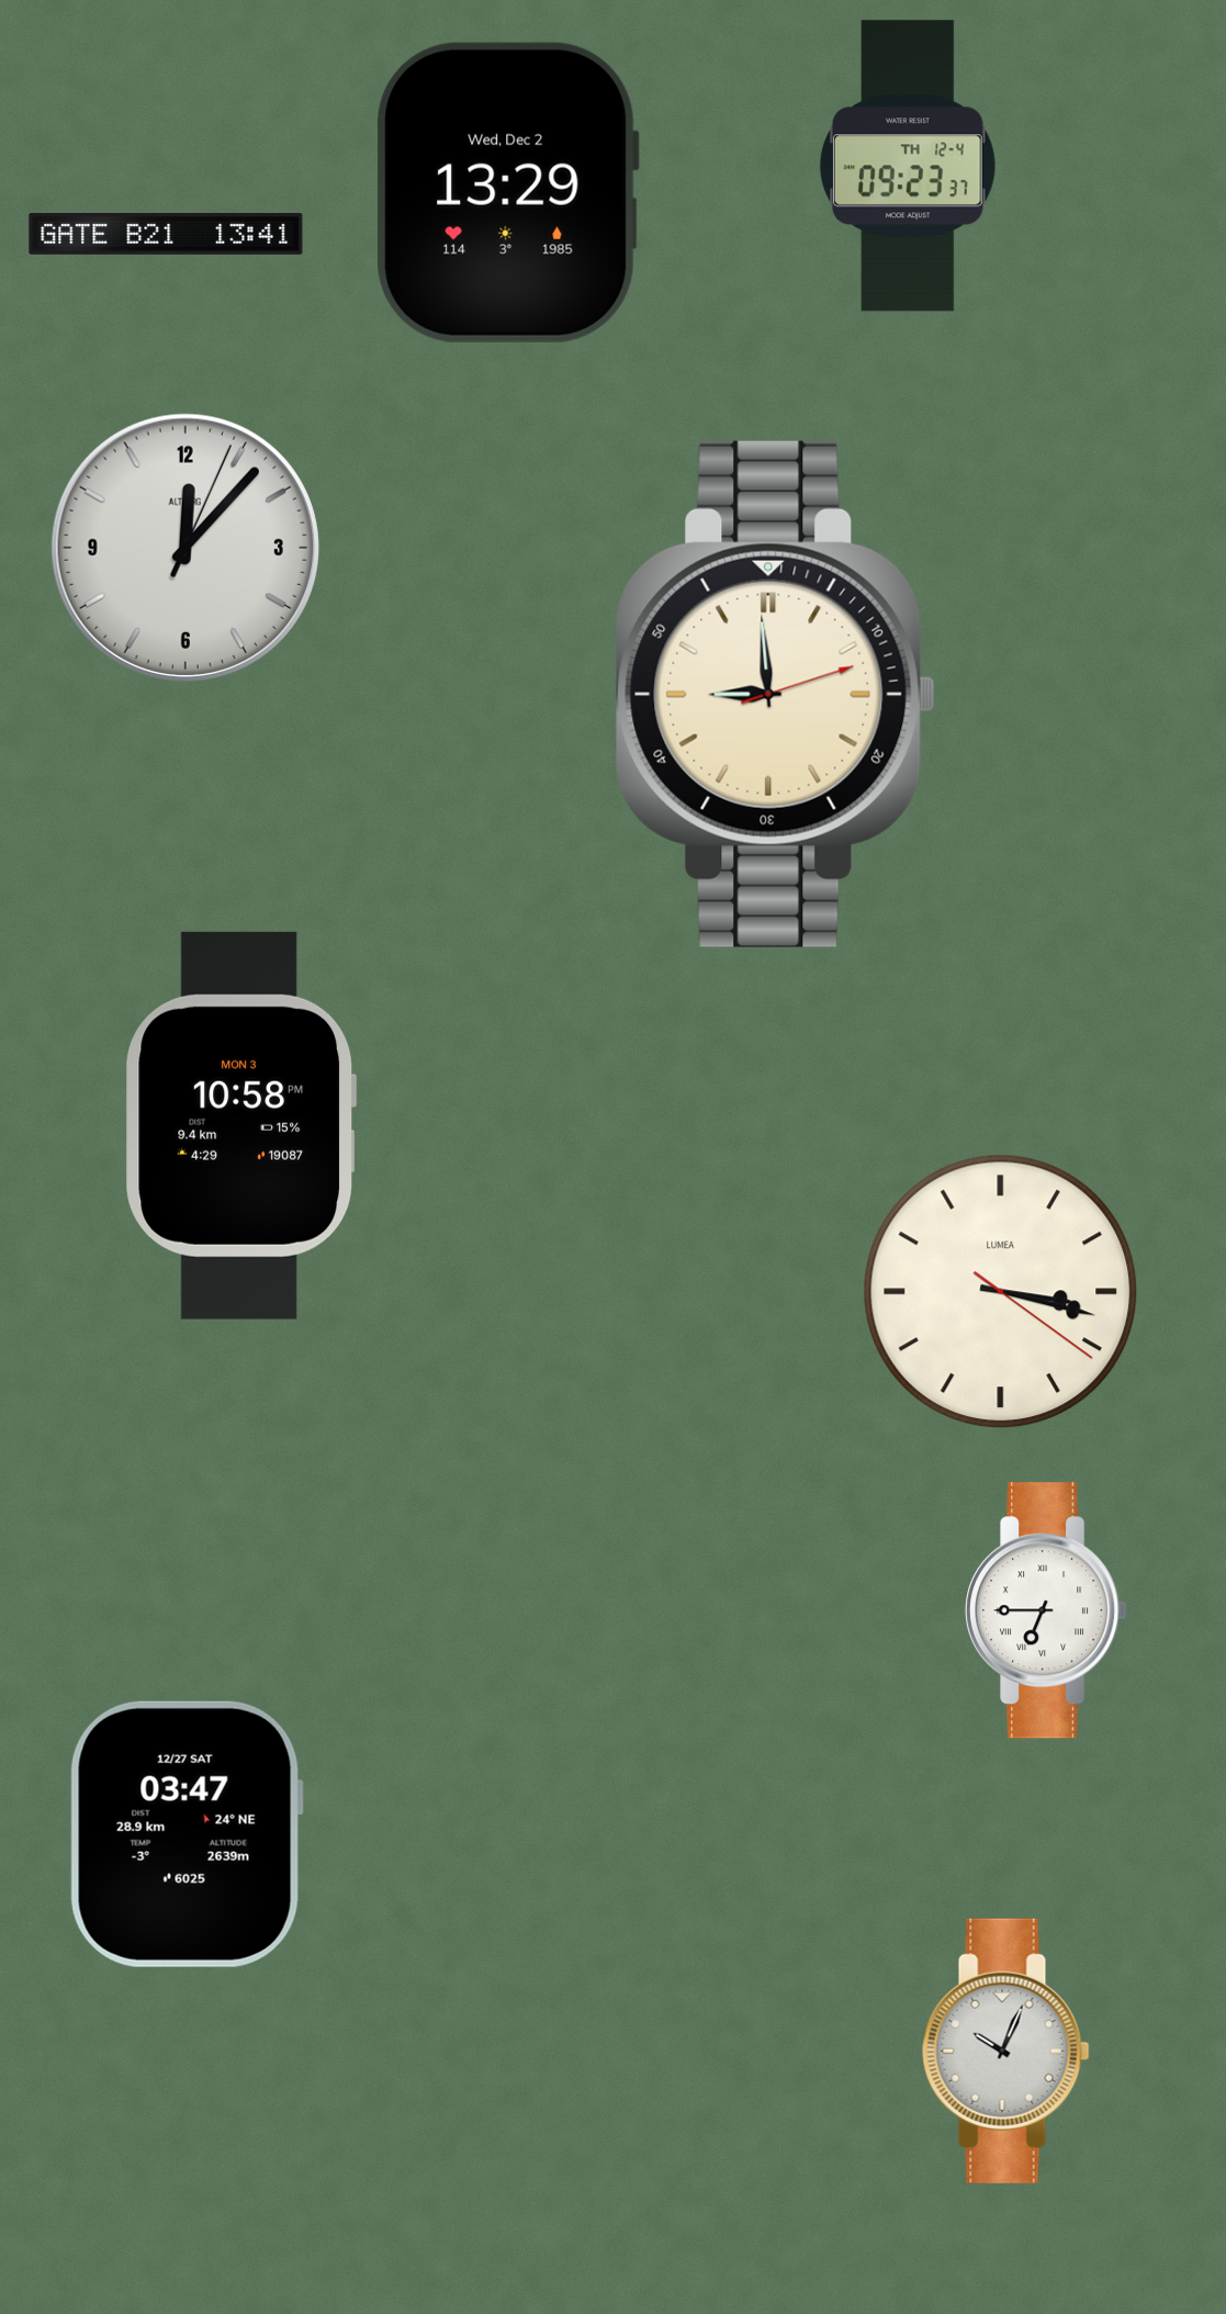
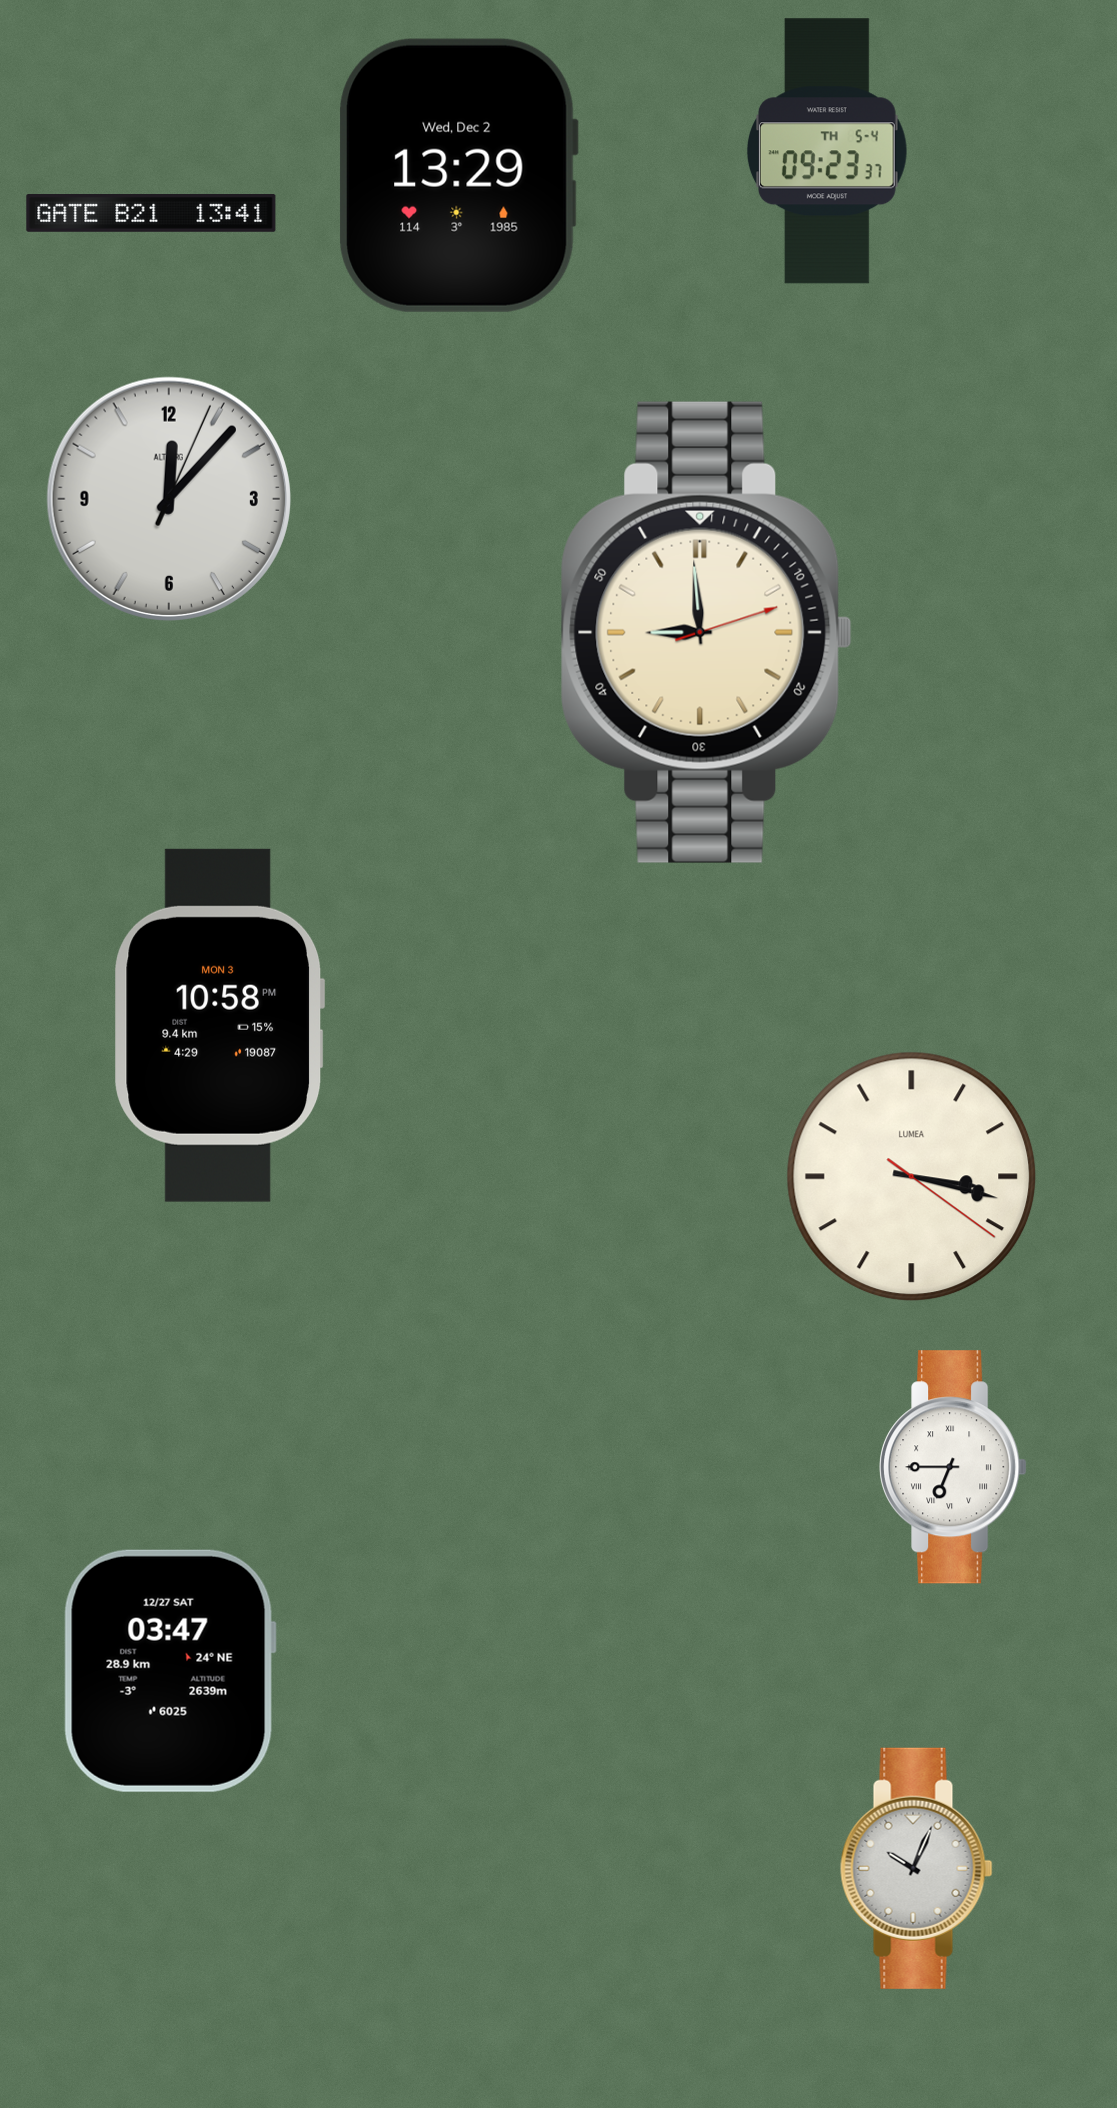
clock at (908, 166) date: TH 12-4 -> TH 5-4
clock at (507, 192) position: (507, 192) -> (458, 175)
